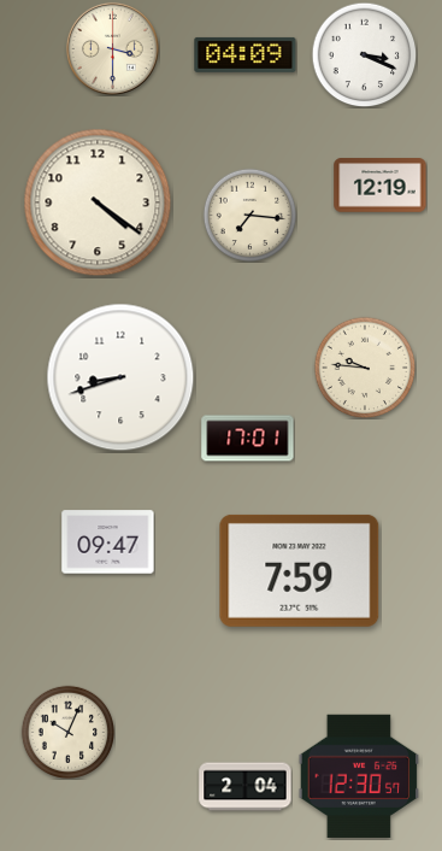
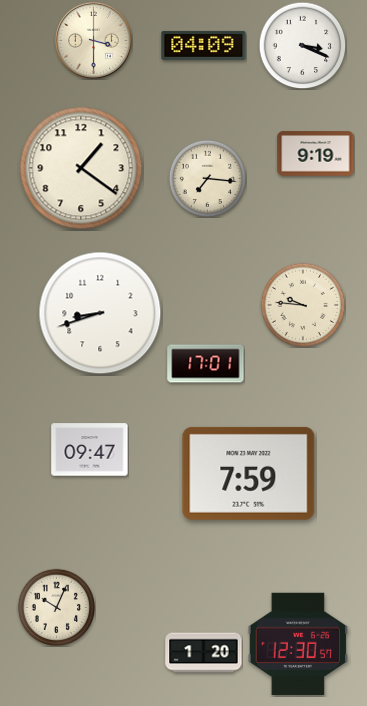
clock at (381, 186): 12:19 -> 9:19
clock at (98, 203): 4:21 -> 1:21
clock at (246, 787): 2:04 -> 1:20
